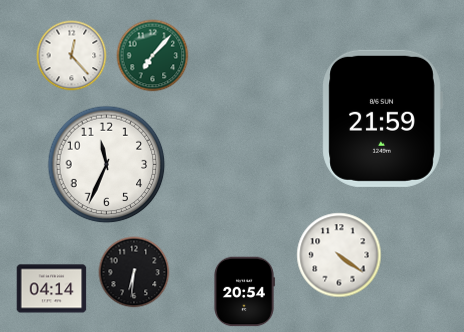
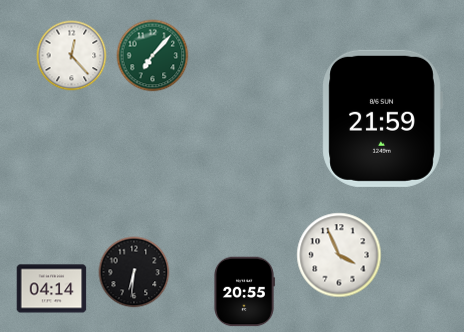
clock at (107, 165): 11:34 -> none
clock at (339, 255): 4:21 -> 3:56
clock at (244, 292): 20:54 -> 20:55
